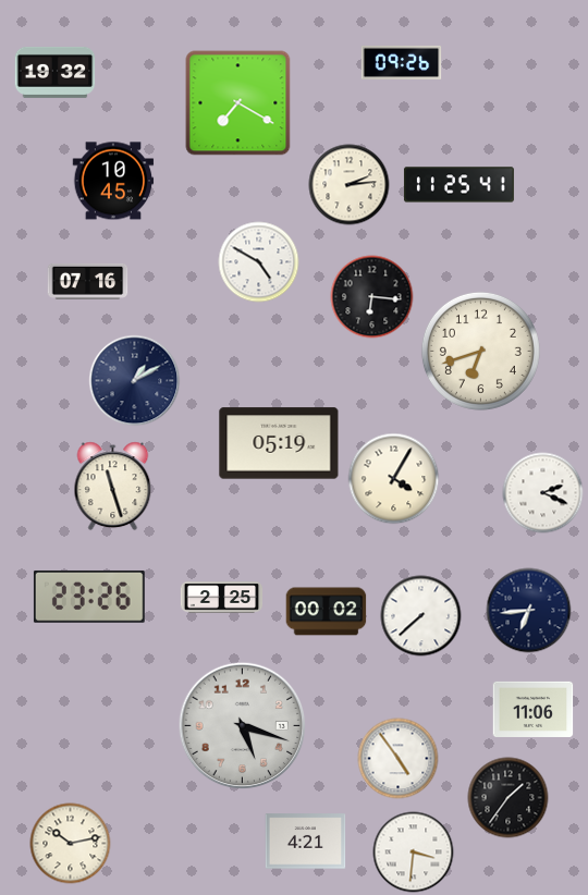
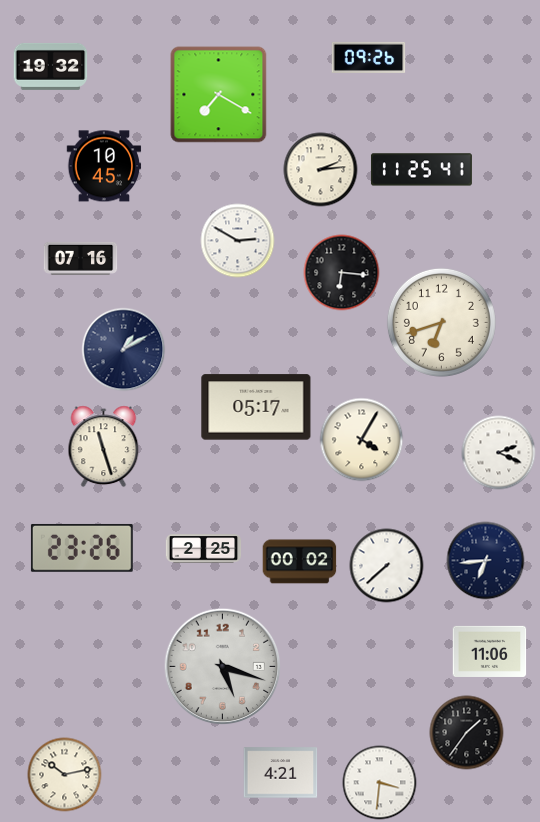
clock at (259, 262): 4:50 -> 2:50
clock at (279, 443): 05:19 -> 05:17
clock at (399, 759): 4:54 -> none
